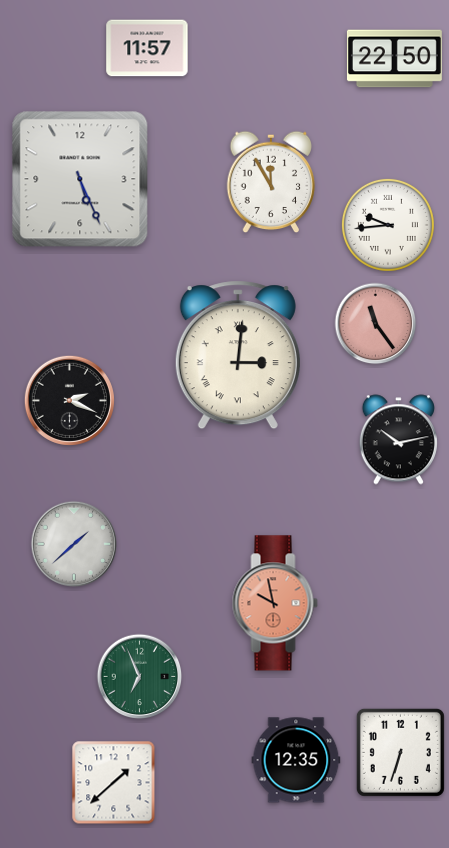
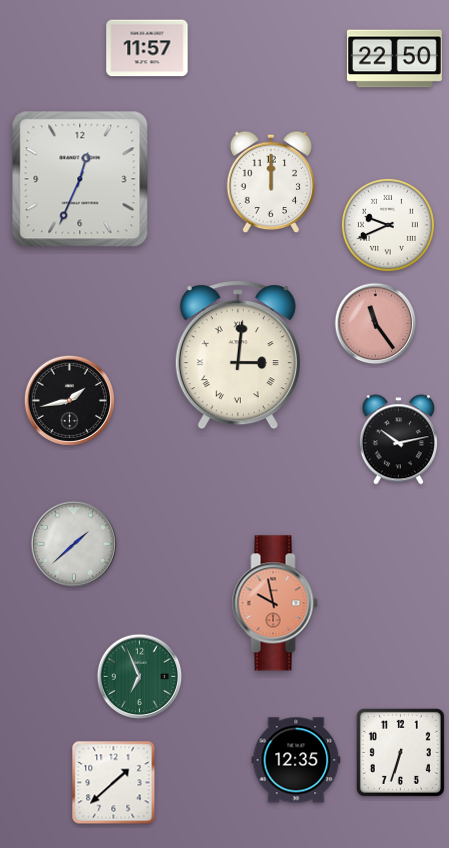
clock at (80, 179): 5:26 -> 12:34
clock at (271, 182): 11:55 -> 12:00
clock at (388, 225): 9:44 -> 9:41
clock at (69, 400): 2:19 -> 1:43
